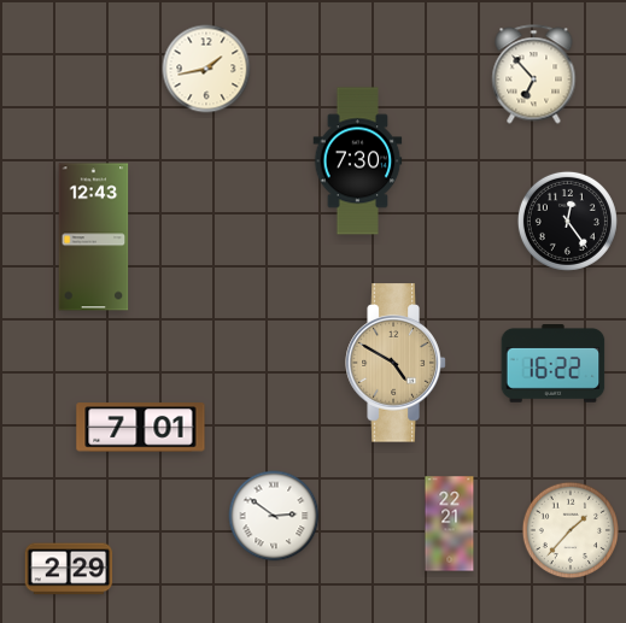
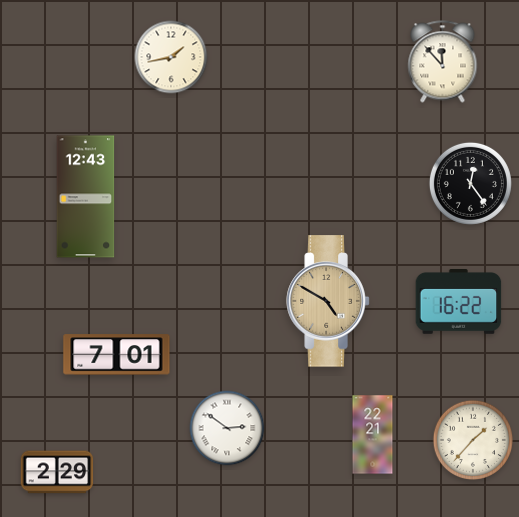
clock at (534, 75): 6:53 -> 11:53
clock at (358, 161): 7:30 -> none
clock at (94, 237) position: (94, 237) -> (86, 197)
